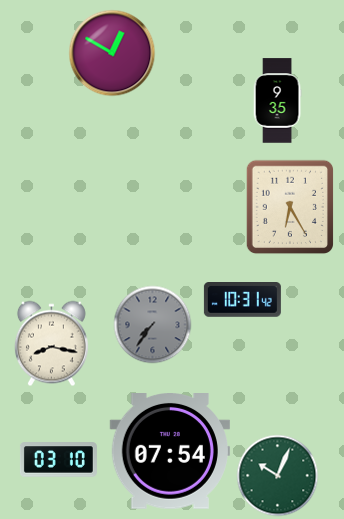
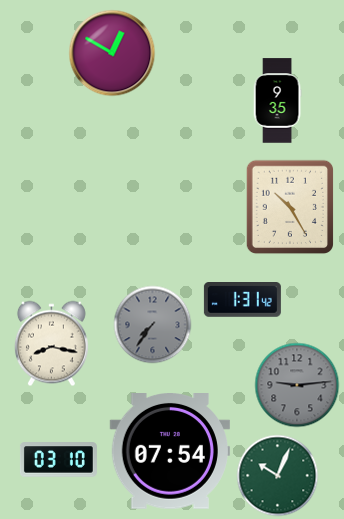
clock at (289, 207): 6:25 -> 10:25
clock at (242, 300): 10:31 -> 1:31
clock at (297, 385): none -> 9:14
